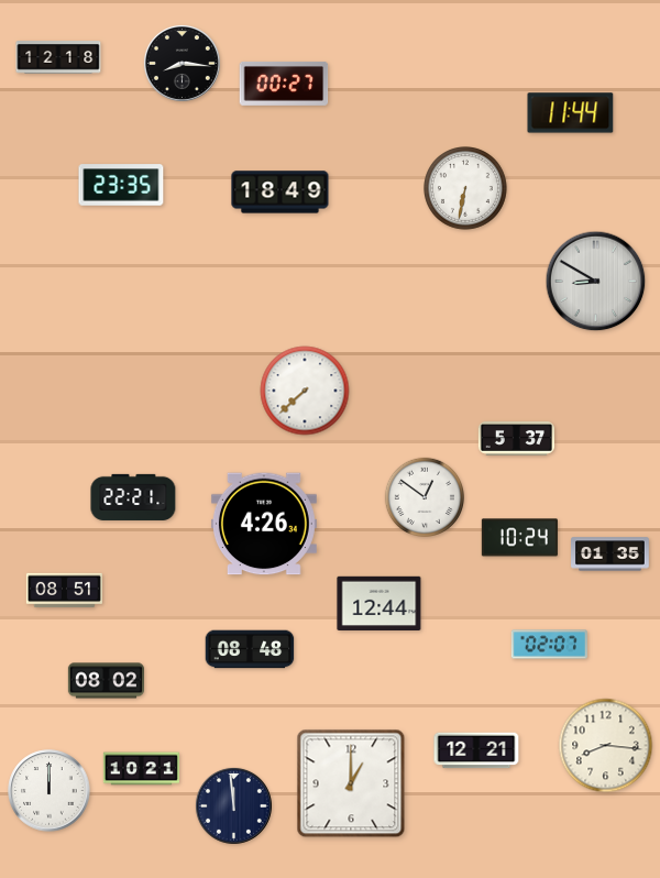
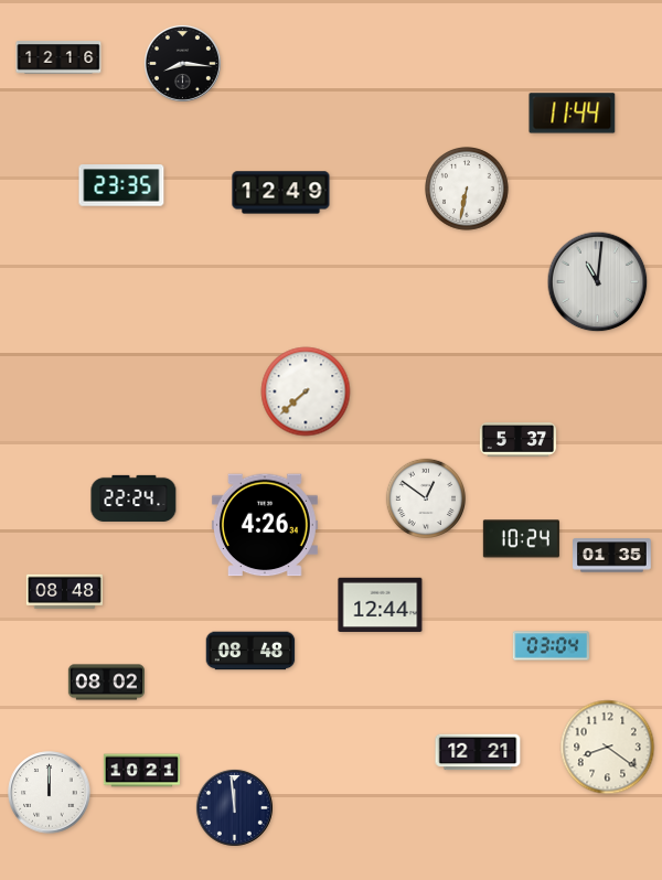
clock at (58, 57): 12:18 -> 12:16
clock at (284, 84): 00:27 -> none
clock at (280, 193): 18:49 -> 12:49
clock at (596, 282): 8:50 -> 11:01
clock at (133, 497): 22:21 -> 22:24
clock at (64, 591): 08:51 -> 08:48
clock at (549, 645): 02:07 -> 03:04
clock at (606, 746): 8:16 -> 8:21
clock at (351, 783): 1:00 -> none
